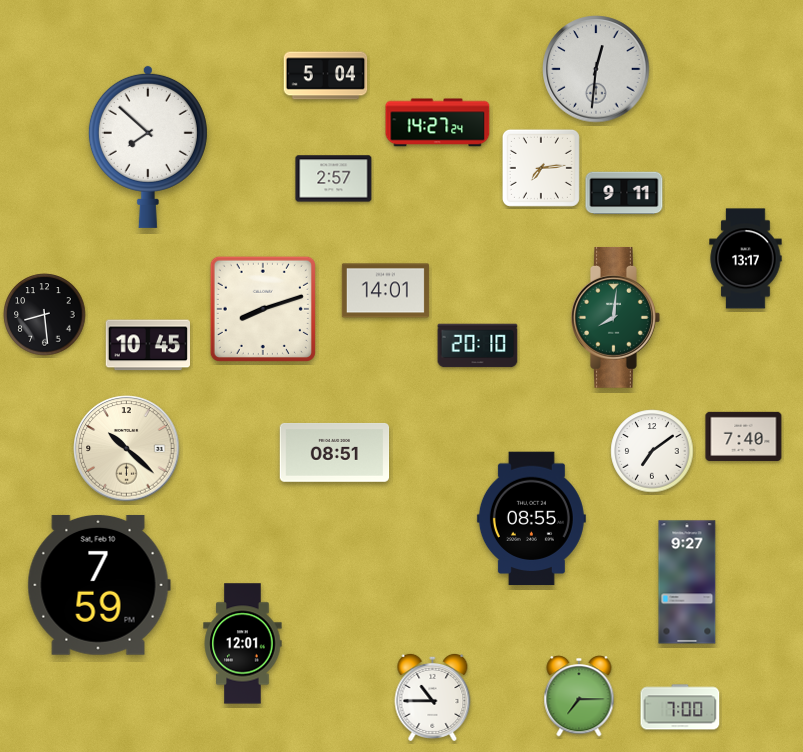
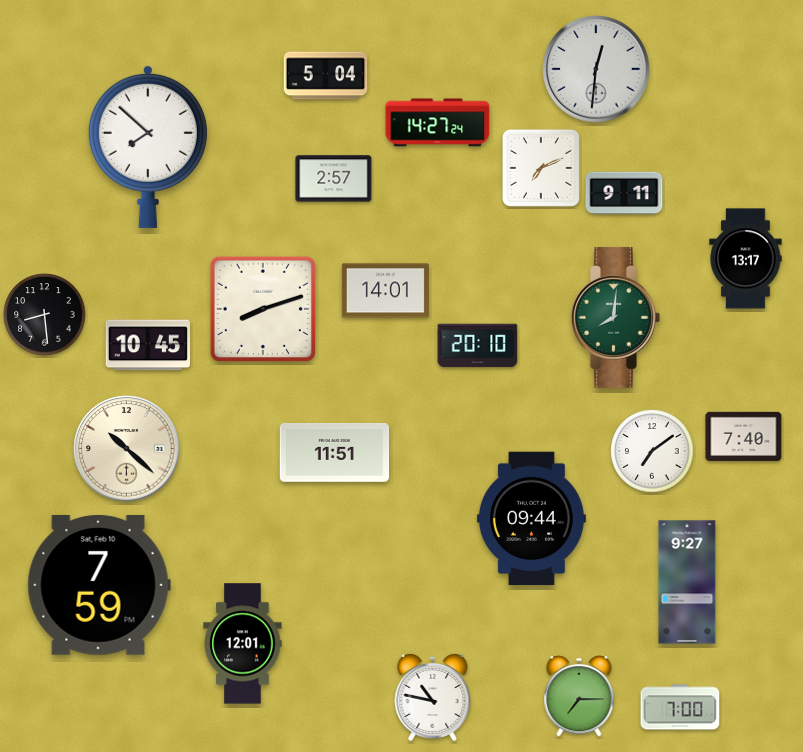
clock at (541, 168): 7:14 -> 7:11
clock at (335, 452): 08:51 -> 11:51
clock at (531, 519): 08:55 -> 09:44
clock at (433, 697): 10:45 -> 10:47
